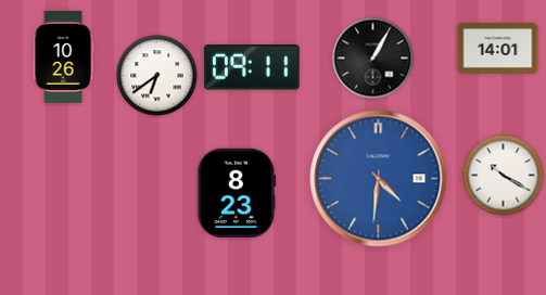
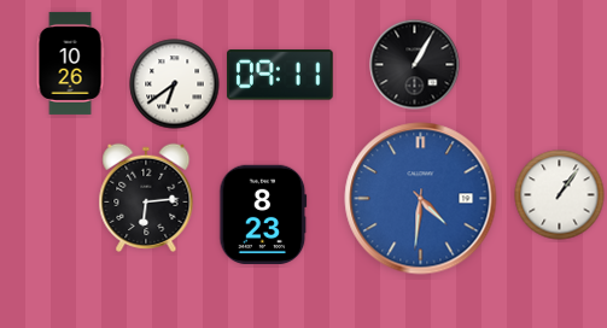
clock at (498, 49): 14:01 -> none
clock at (504, 176): 10:20 -> 1:06
clock at (146, 198): none -> 6:14
